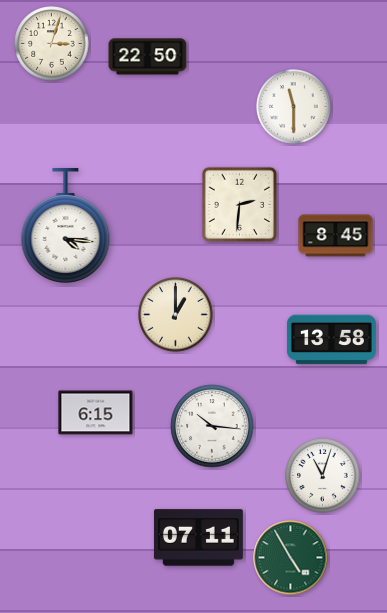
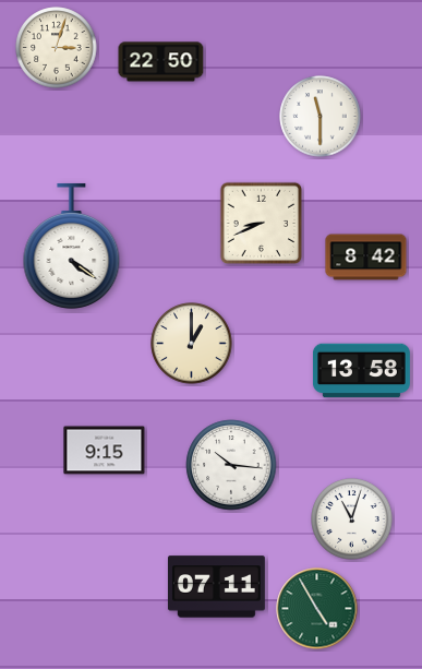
clock at (239, 204): 2:31 -> 8:41
clock at (66, 225): 4:16 -> 4:21
clock at (336, 236): 8:45 -> 8:42
clock at (96, 413): 6:15 -> 9:15
